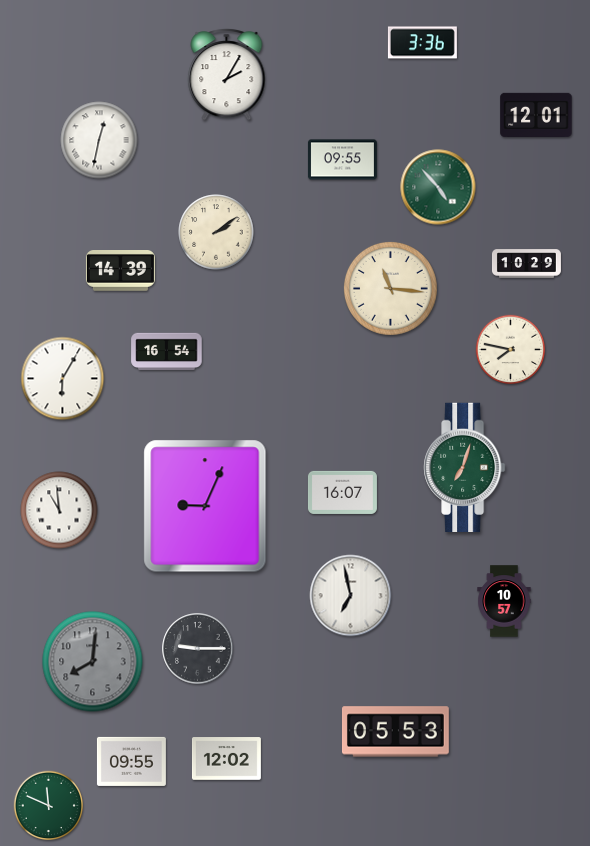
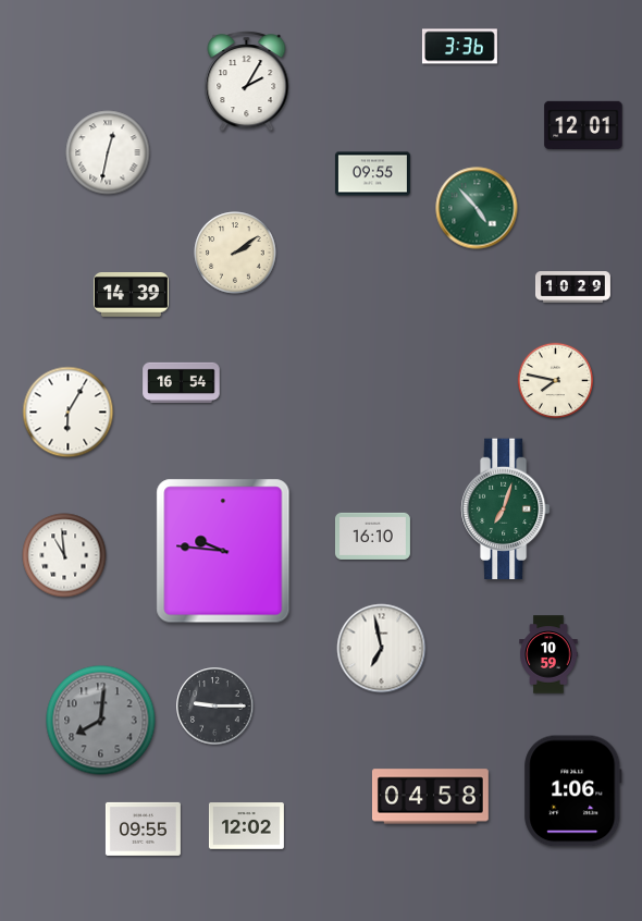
clock at (438, 187) position: (438, 187) -> (477, 208)
clock at (390, 288): 11:16 -> none
clock at (342, 492): 16:07 -> 16:10
clock at (205, 506): 9:04 -> 9:46
clock at (504, 601): 10:57 -> 10:59
clock at (573, 791): none -> 1:06
clock at (395, 732): 05:53 -> 04:58
clock at (49, 806): 11:49 -> none
